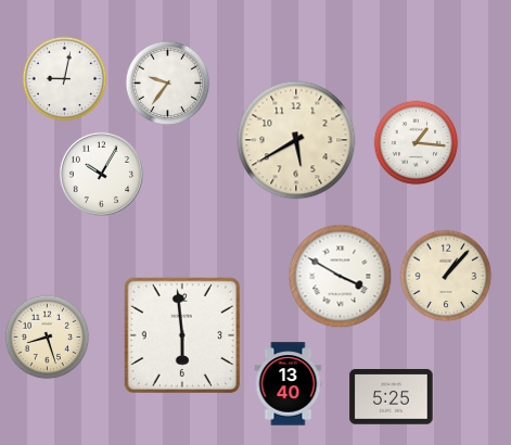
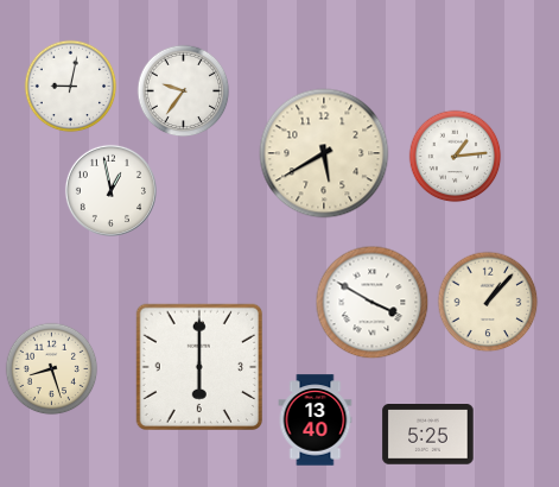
clock at (416, 142): 1:16 -> 1:14
clock at (101, 174): 10:05 -> 12:58
clock at (181, 334): 5:59 -> 6:00
